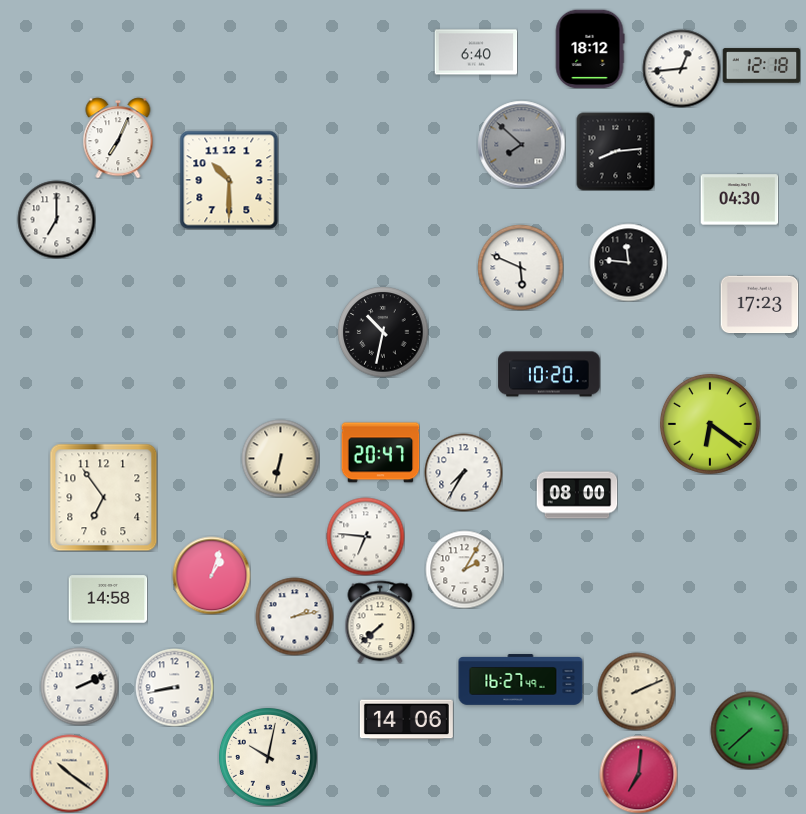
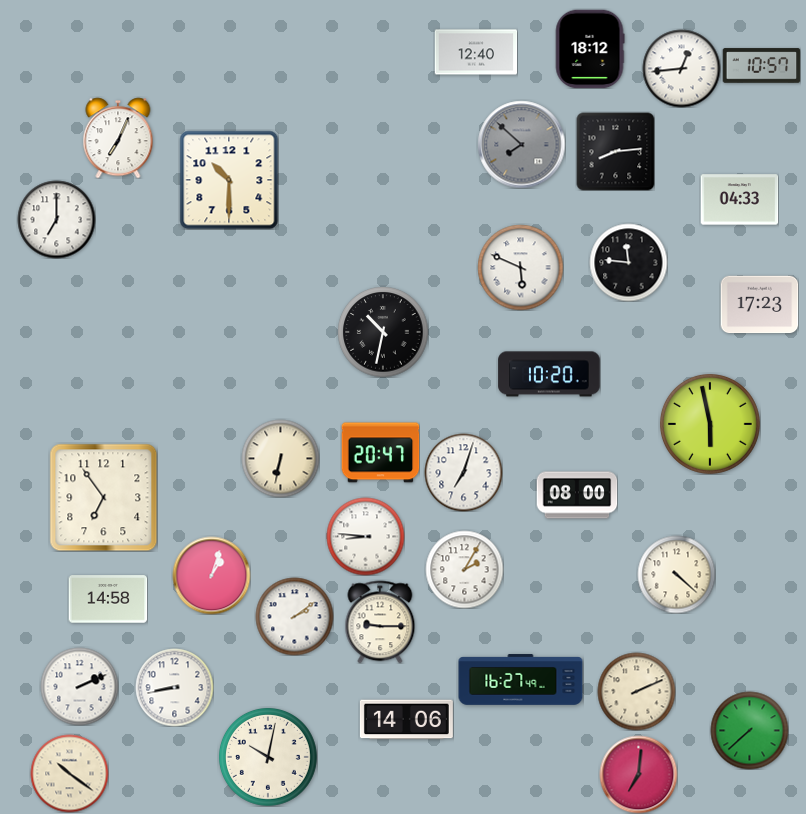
clock at (476, 52): 6:40 -> 12:40
clock at (761, 66): 12:18 -> 10:57
clock at (739, 200): 04:30 -> 04:33
clock at (710, 424): 6:21 -> 5:58
clock at (463, 472): 7:35 -> 7:03
clock at (365, 536): 6:46 -> 8:46
clock at (676, 574): none -> 4:22
clock at (294, 616): 2:13 -> 2:09
clock at (380, 622): 7:38 -> 9:15
